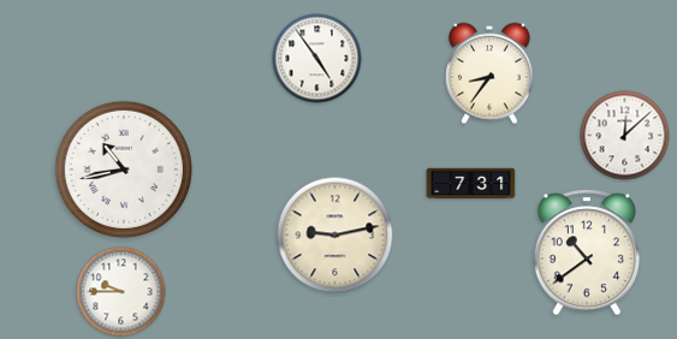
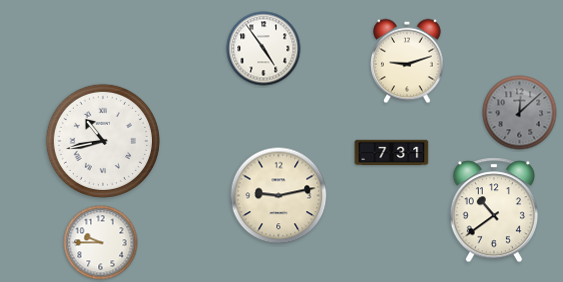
clock at (489, 73): 8:36 -> 9:12
clock at (625, 136) dial: white -> grey
clock at (586, 252) position: (586, 252) -> (493, 210)
